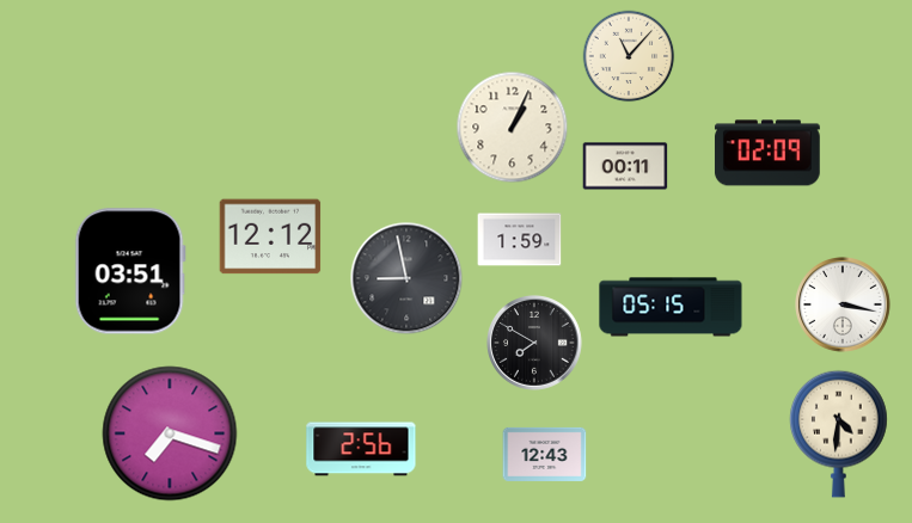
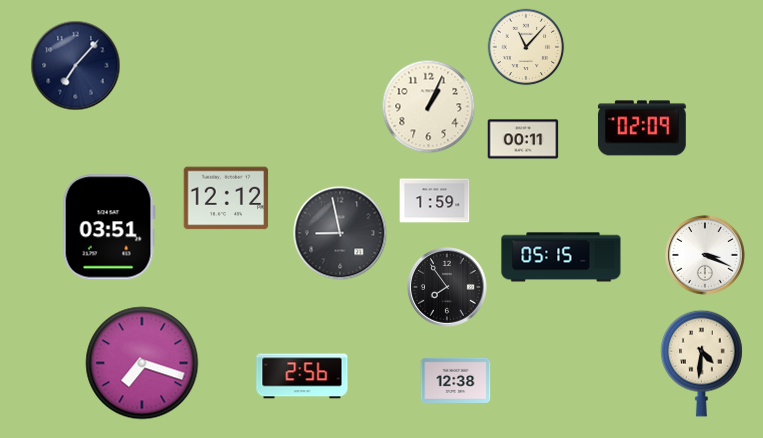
clock at (76, 66): none -> 7:07
clock at (844, 306): 3:17 -> 3:19
clock at (535, 344): 7:50 -> 7:54
clock at (545, 454): 12:43 -> 12:38
